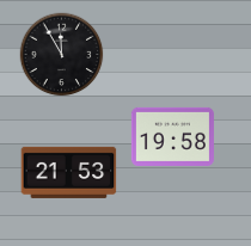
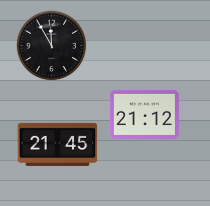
clock at (172, 136): 19:58 -> 21:12
clock at (69, 172): 21:53 -> 21:45
